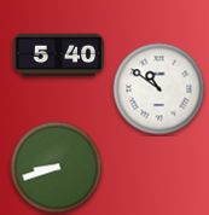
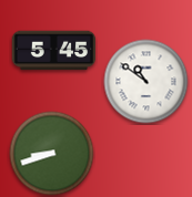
clock at (59, 56): 5:40 -> 5:45
